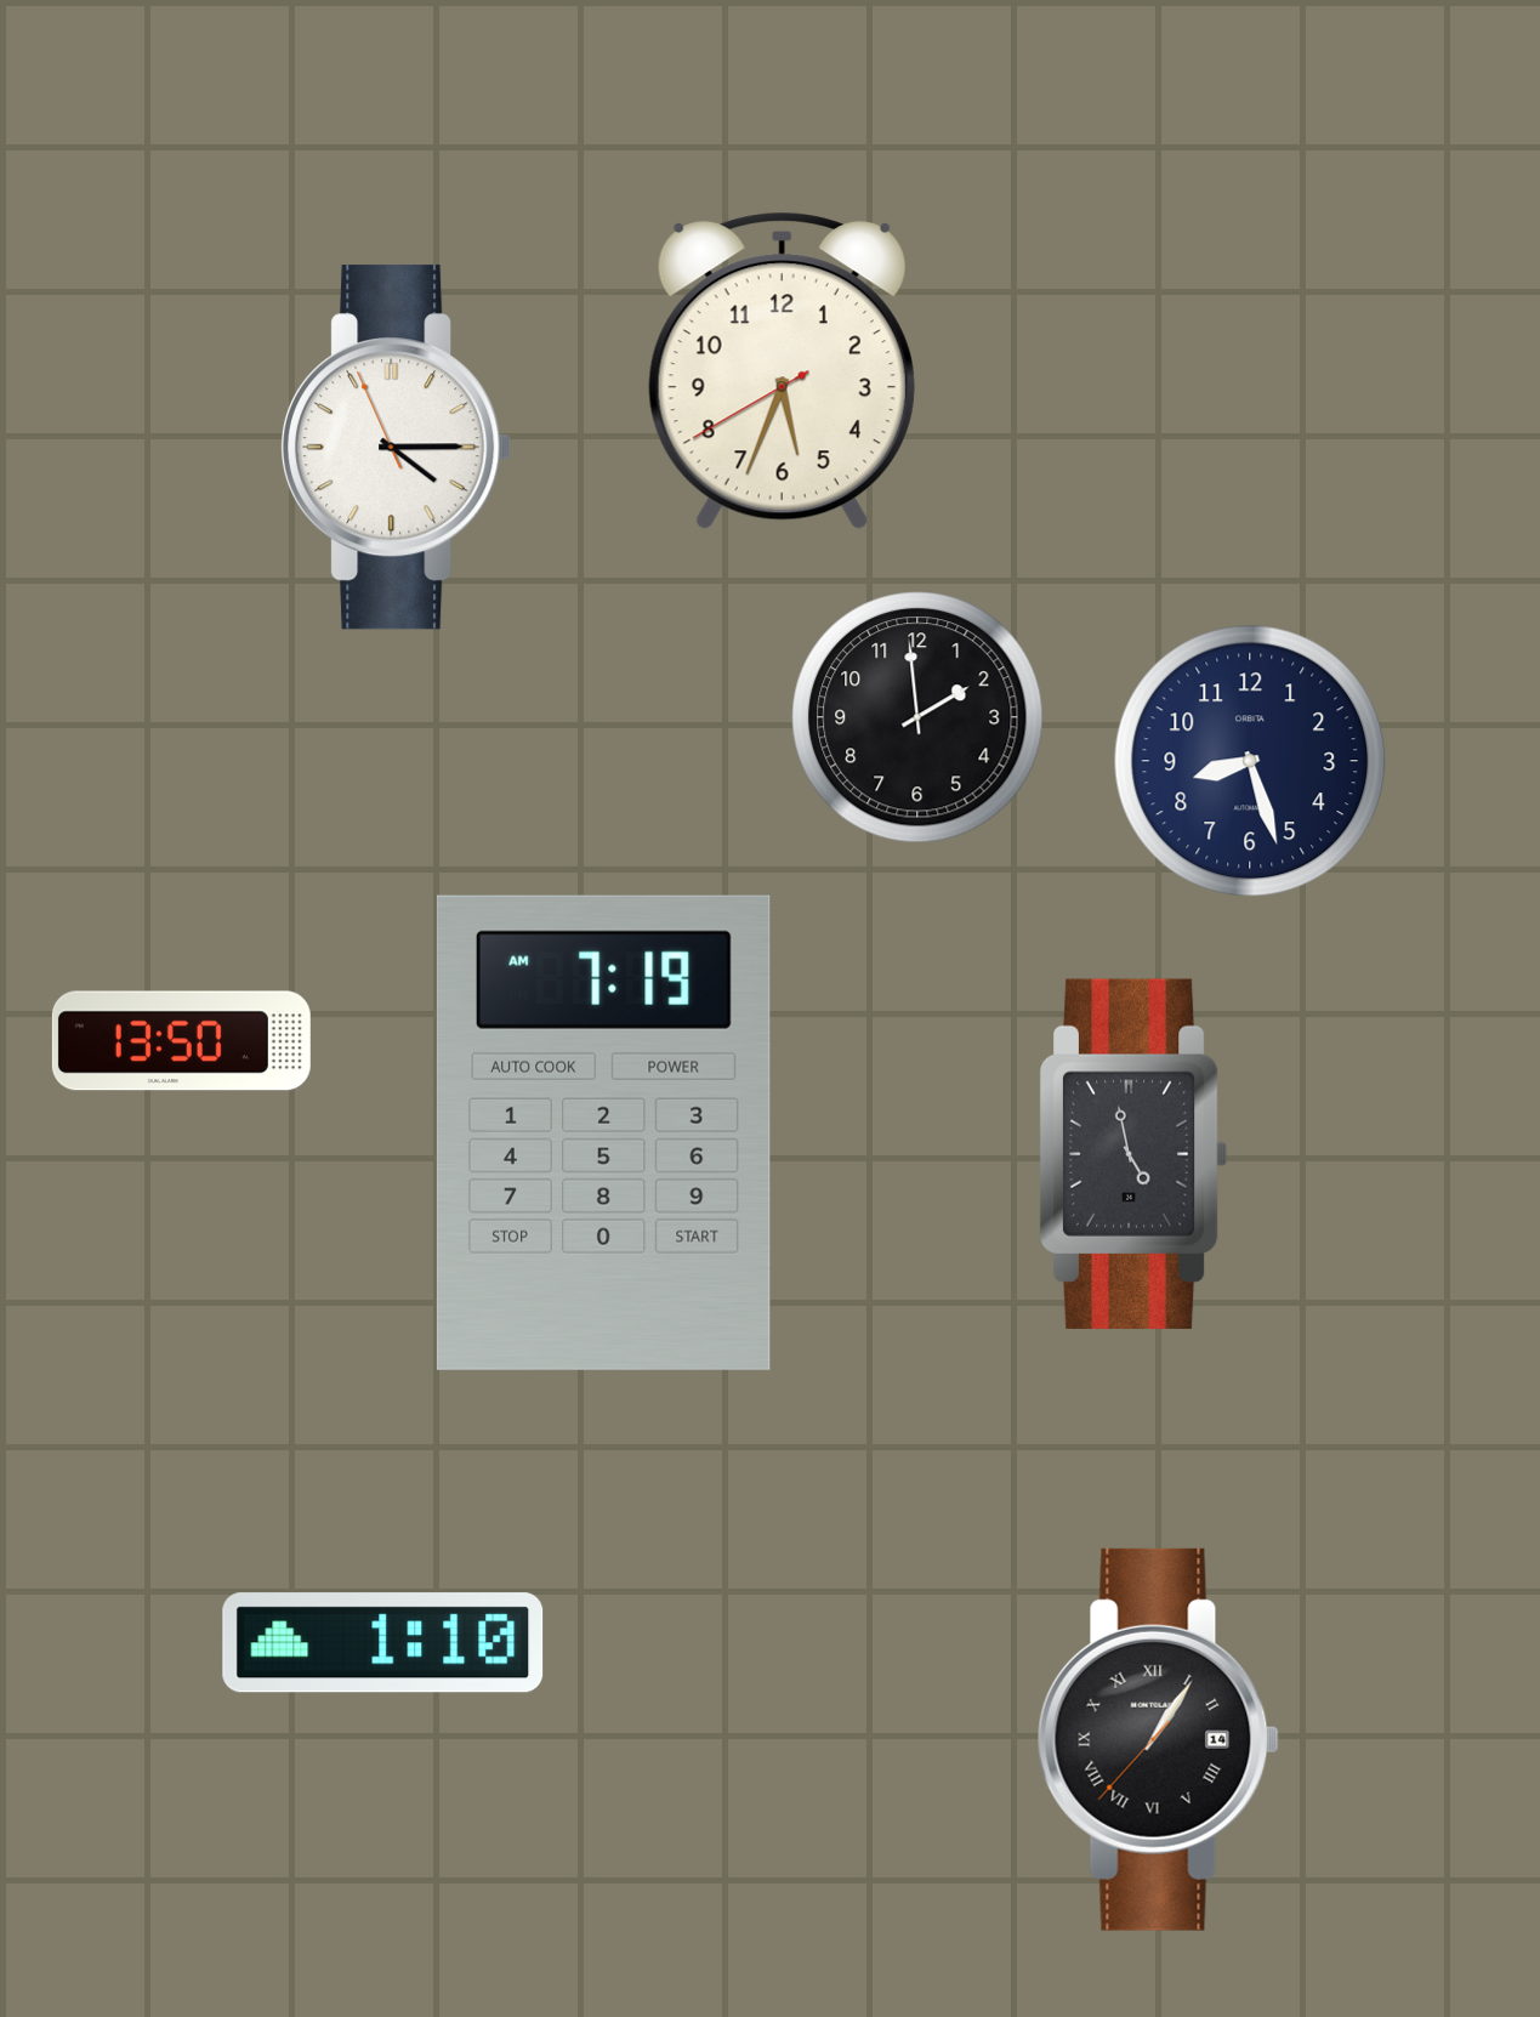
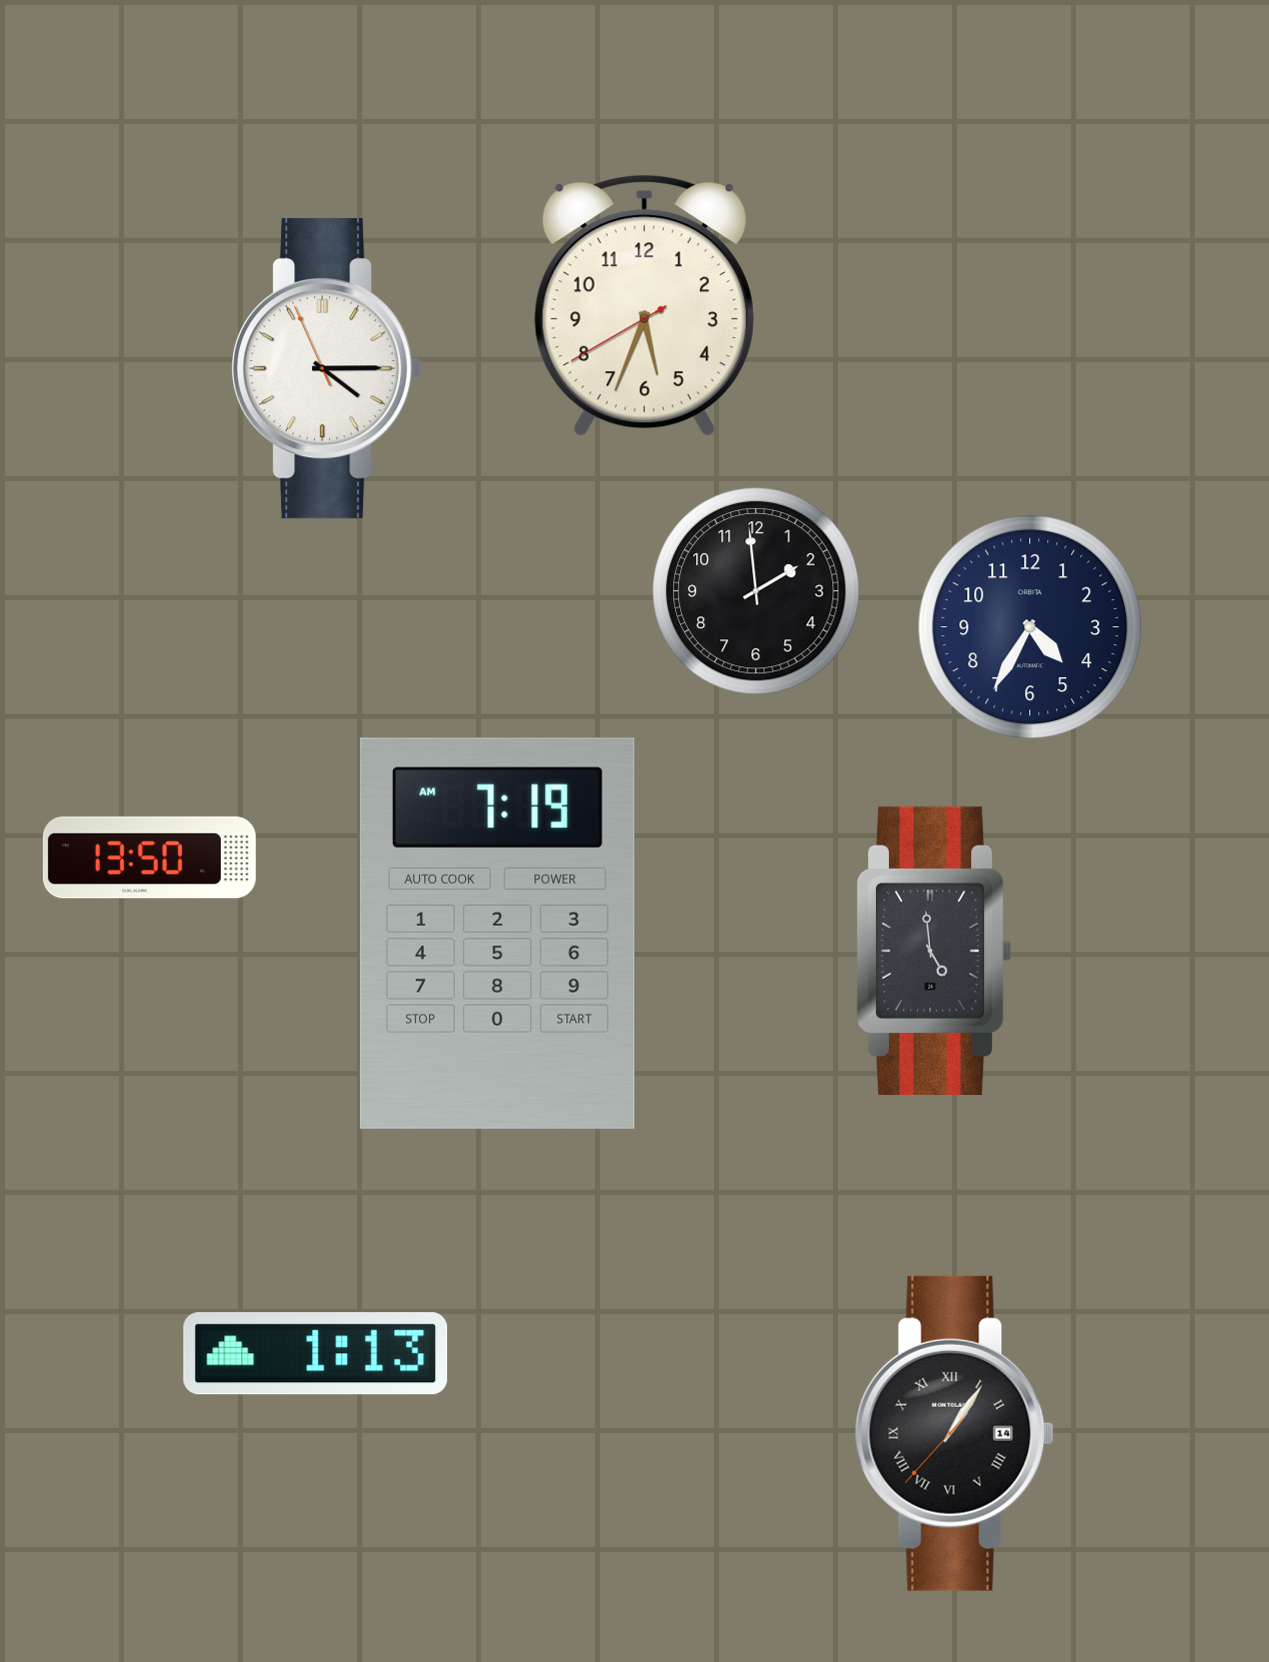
clock at (1250, 761): 8:27 -> 4:35
clock at (1133, 1154): 4:58 -> 4:59
clock at (383, 1643): 1:10 -> 1:13
